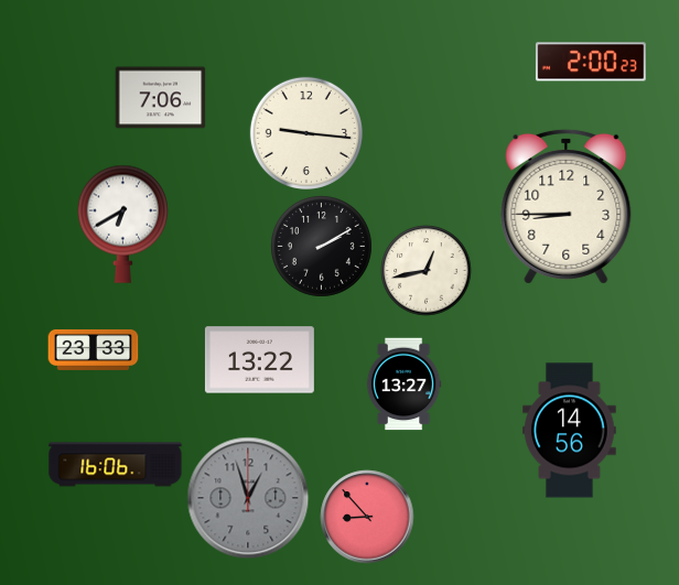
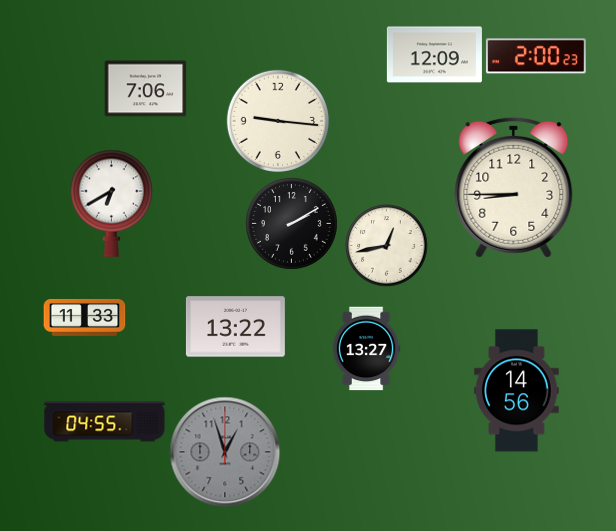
clock at (434, 55): none -> 12:09
clock at (93, 349): 23:33 -> 11:33
clock at (116, 465): 16:06 -> 04:55
clock at (367, 517): 8:53 -> none
